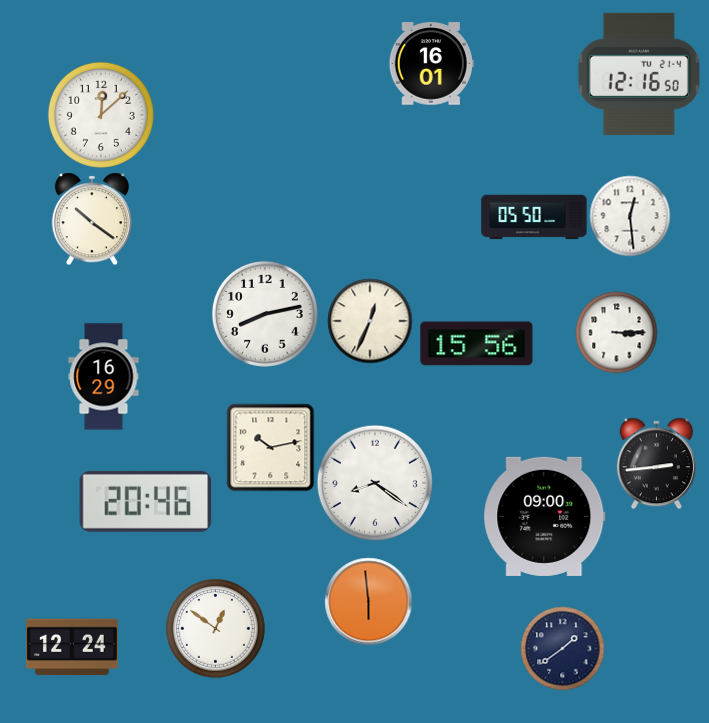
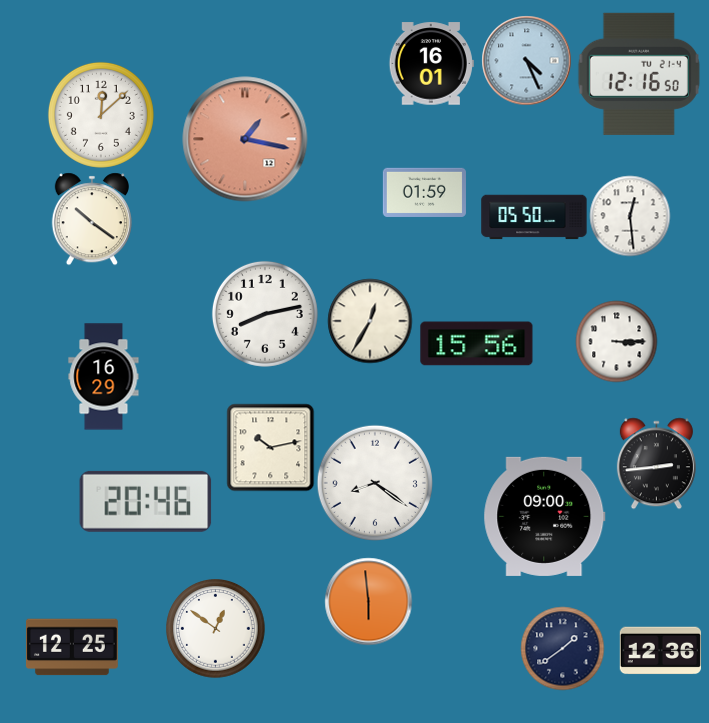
clock at (526, 60): none -> 4:26
clock at (245, 139): none -> 1:17
clock at (424, 192): none -> 01:59
clock at (370, 321): 12:34 -> 12:35
clock at (616, 332) position: (616, 332) -> (616, 341)
clock at (72, 647): 12:24 -> 12:25
clock at (660, 651): none -> 12:36
